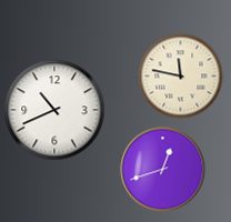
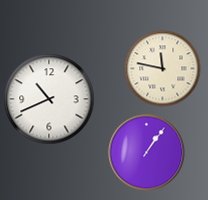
clock at (163, 170): 12:42 -> 1:06
